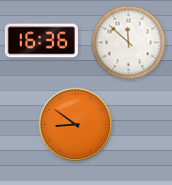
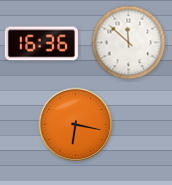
clock at (41, 41) position: (41, 41) -> (41, 44)
clock at (76, 125): 8:51 -> 6:17
